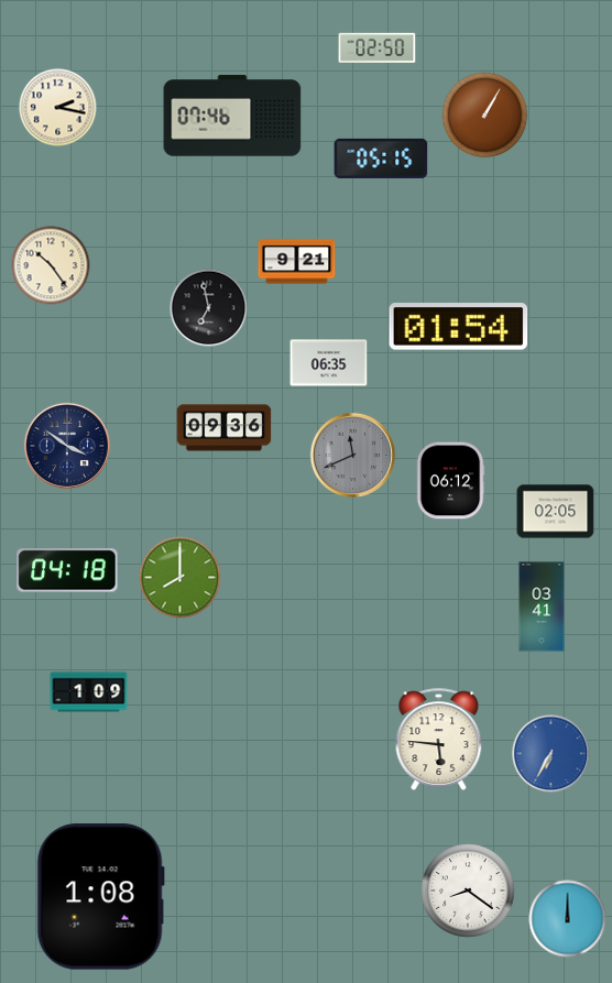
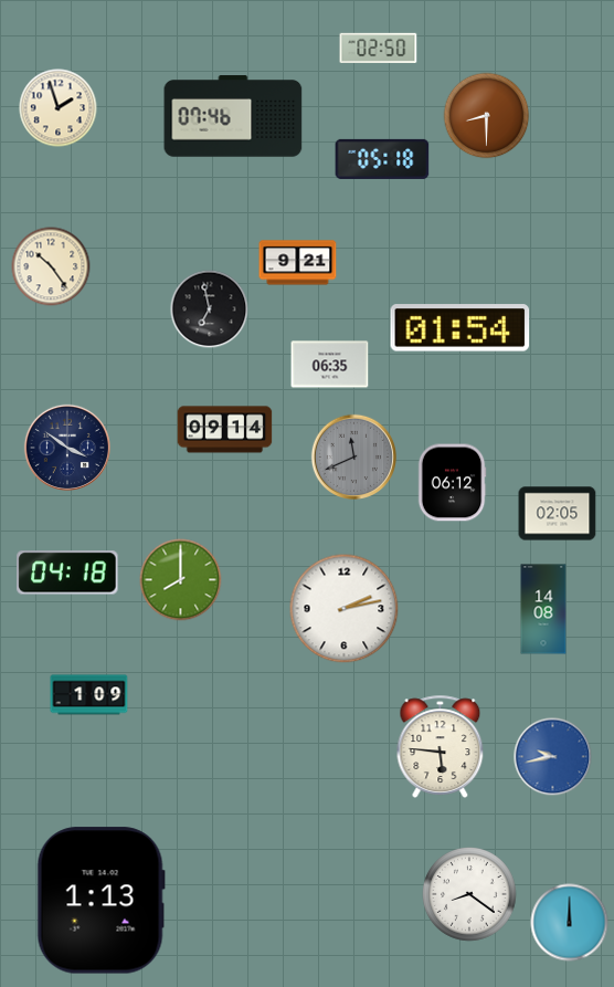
clock at (58, 108): 2:17 -> 1:57
clock at (485, 116): 1:05 -> 8:30
clock at (381, 159): 05:15 -> 05:18
clock at (225, 428): 09:36 -> 09:14
clock at (345, 609): none -> 2:13
clock at (542, 607): 03:41 -> 14:08
clock at (439, 739) position: (439, 739) -> (441, 746)
clock at (551, 754): 6:35 -> 9:43
clock at (100, 897): 1:08 -> 1:13
